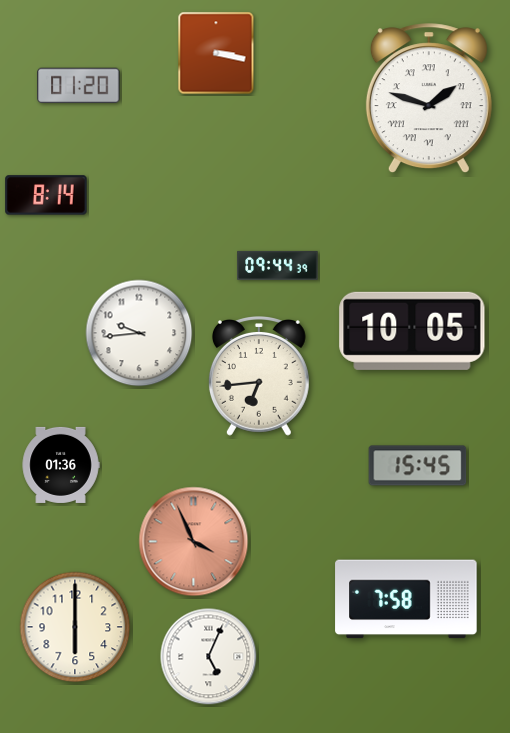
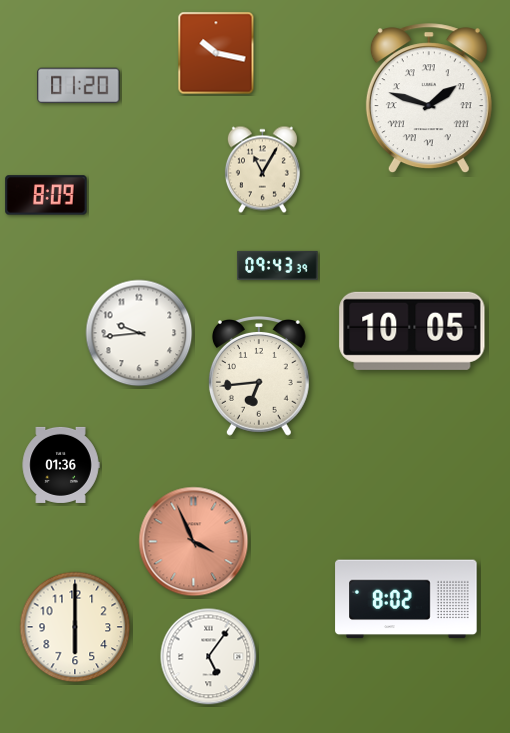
clock at (216, 53): 3:17 -> 10:17
clock at (262, 170): none -> 11:05
clock at (46, 195): 8:14 -> 8:09
clock at (278, 265): 09:44 -> 09:43
clock at (418, 466): 15:45 -> none
clock at (406, 599): 7:58 -> 8:02
clock at (209, 657): 5:04 -> 5:06
